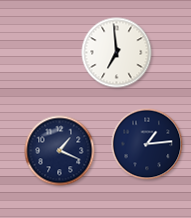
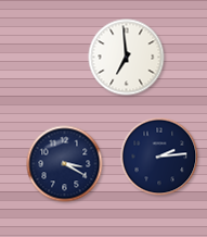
clock at (147, 144): 1:14 -> 2:14
clock at (60, 151): 1:19 -> 3:20
